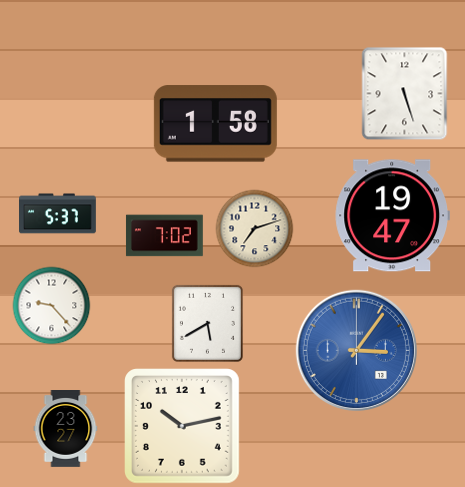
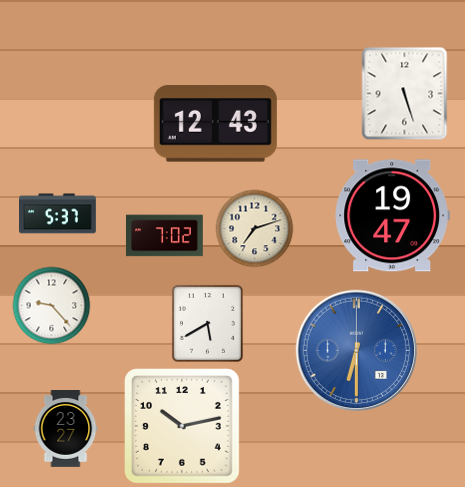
clock at (215, 124): 1:58 -> 12:43
clock at (356, 350): 3:06 -> 6:30
